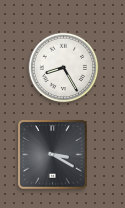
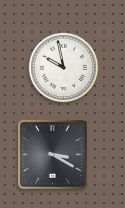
clock at (64, 68): 8:25 -> 9:58
